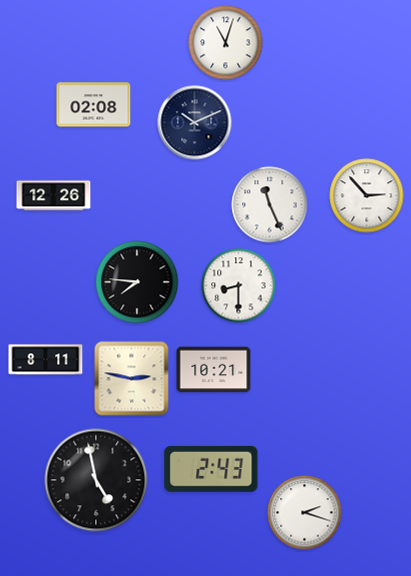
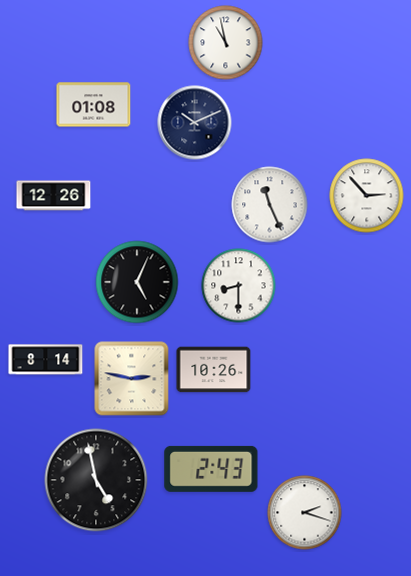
clock at (226, 43): 11:03 -> 10:58
clock at (94, 105): 02:08 -> 01:08
clock at (137, 282): 7:46 -> 5:04
clock at (46, 360): 8:11 -> 8:14
clock at (214, 370): 10:21 -> 10:26
